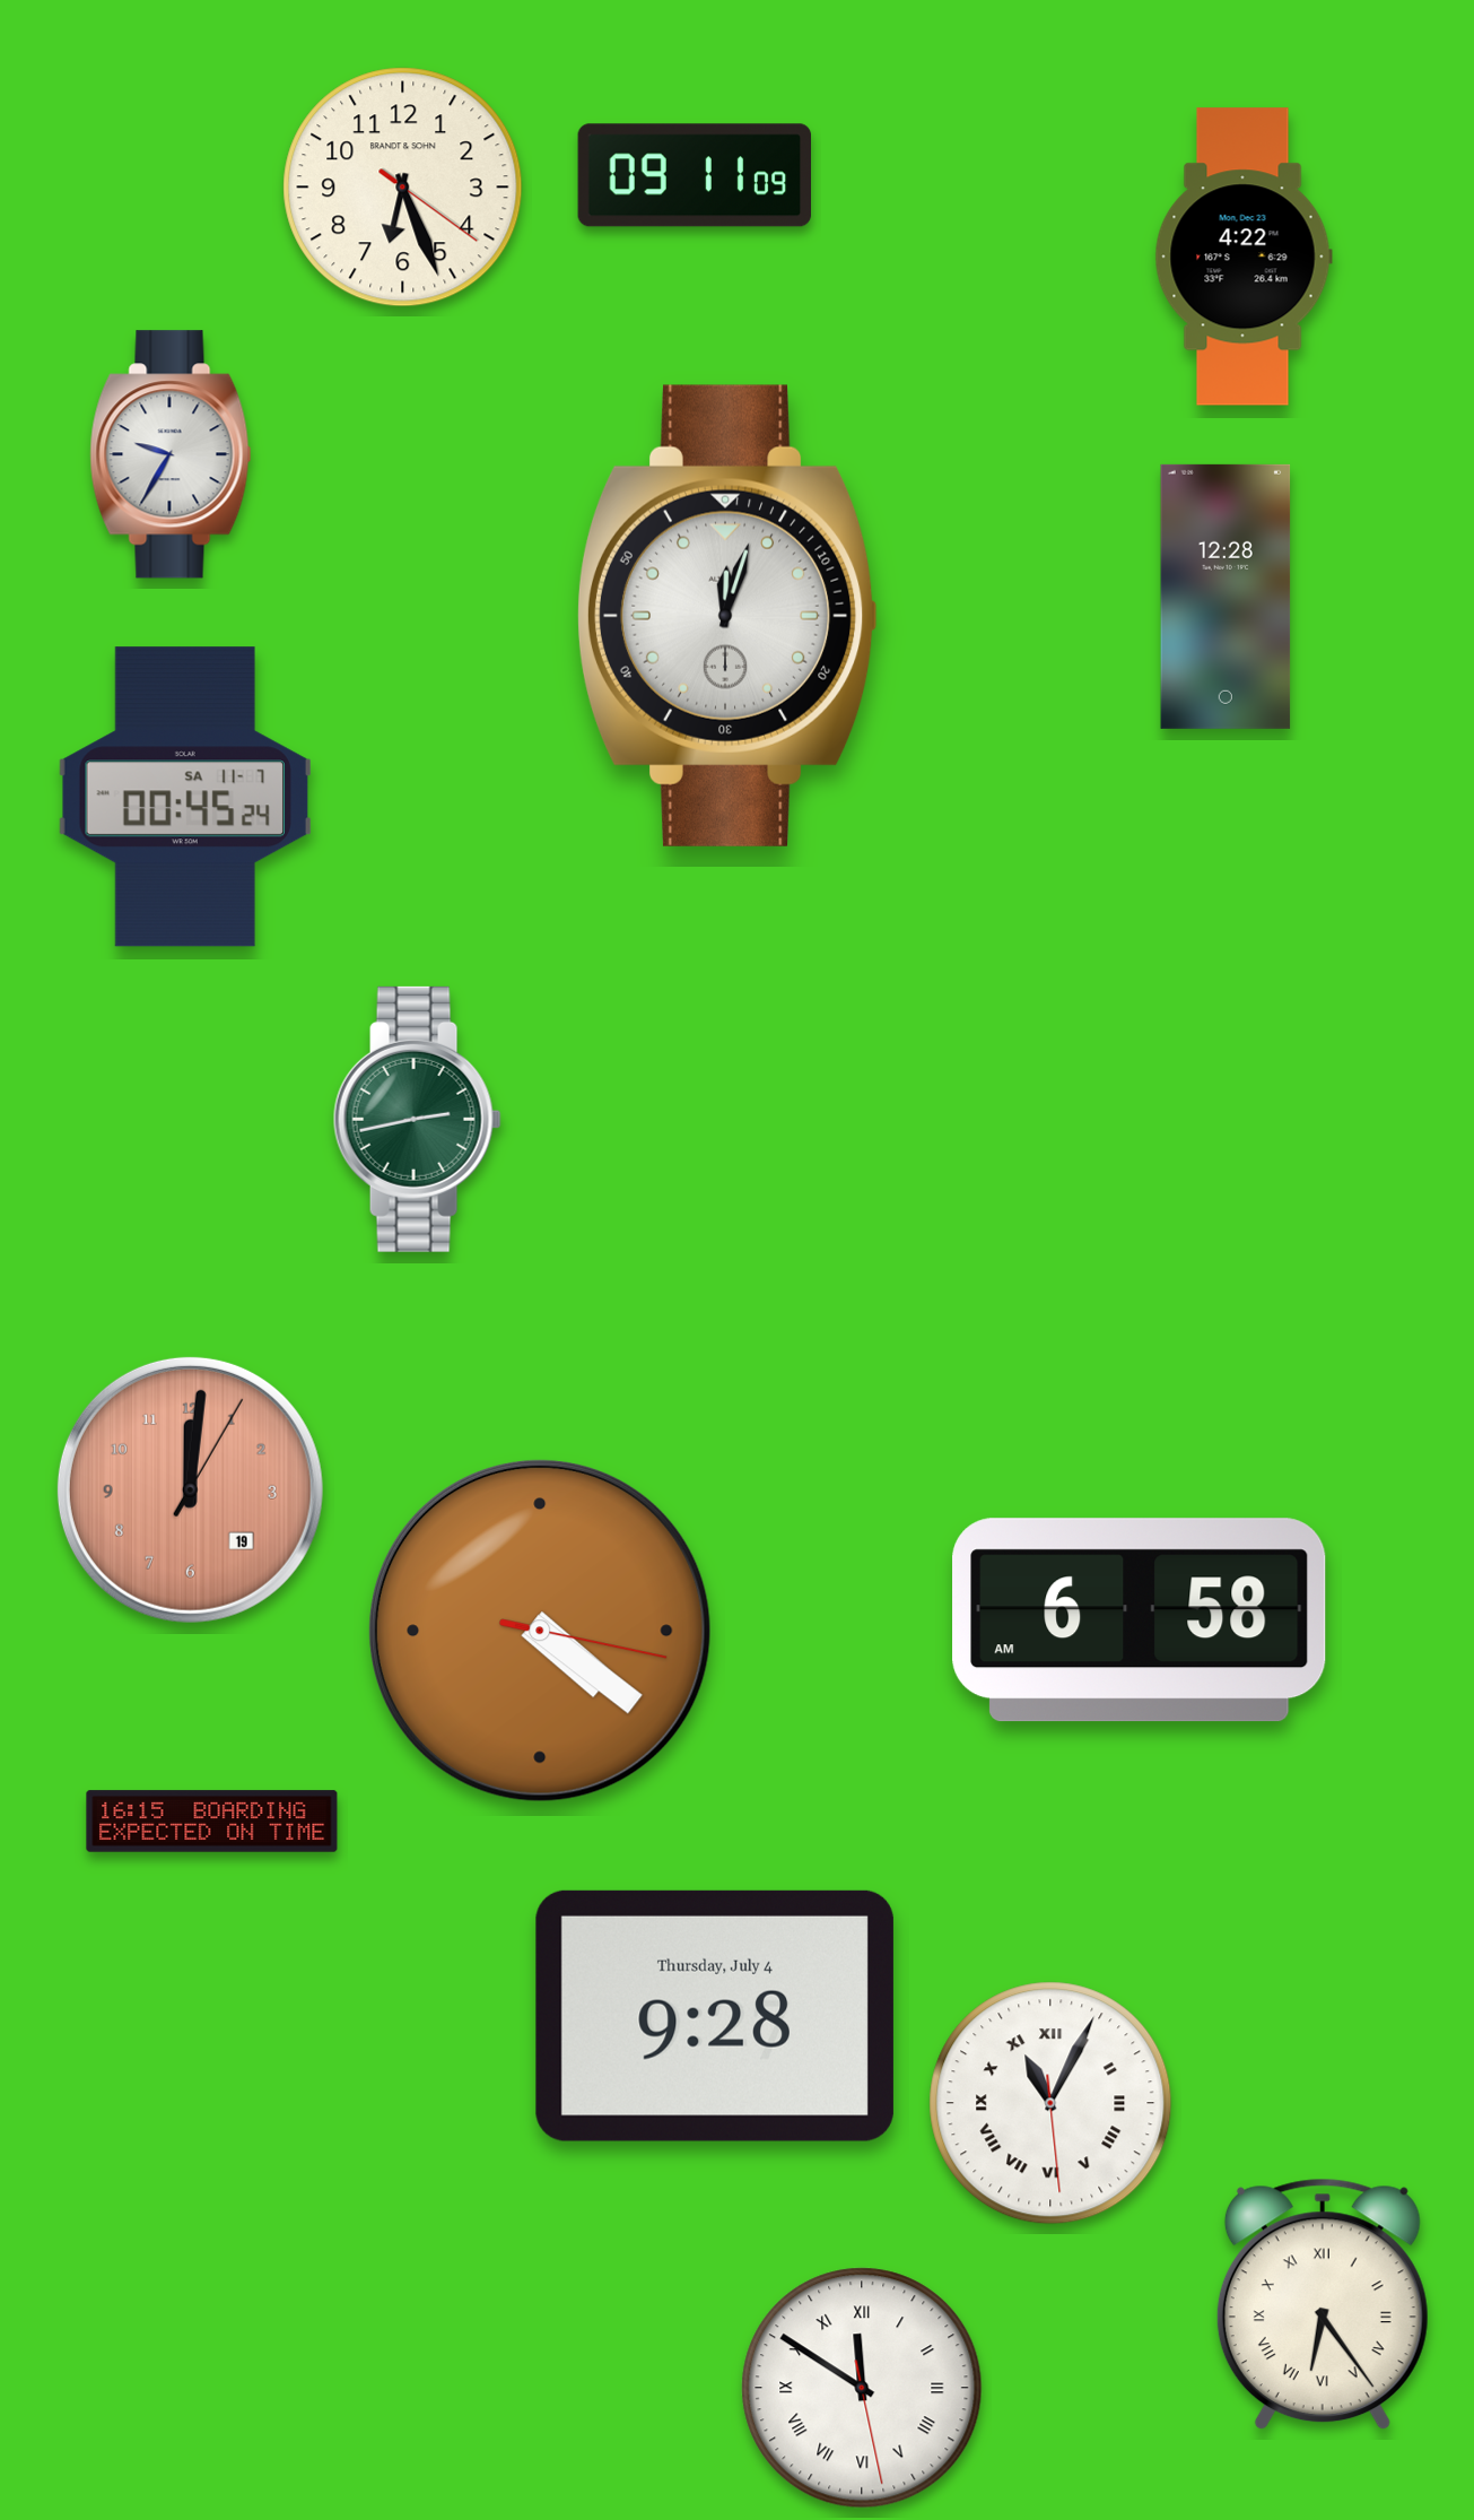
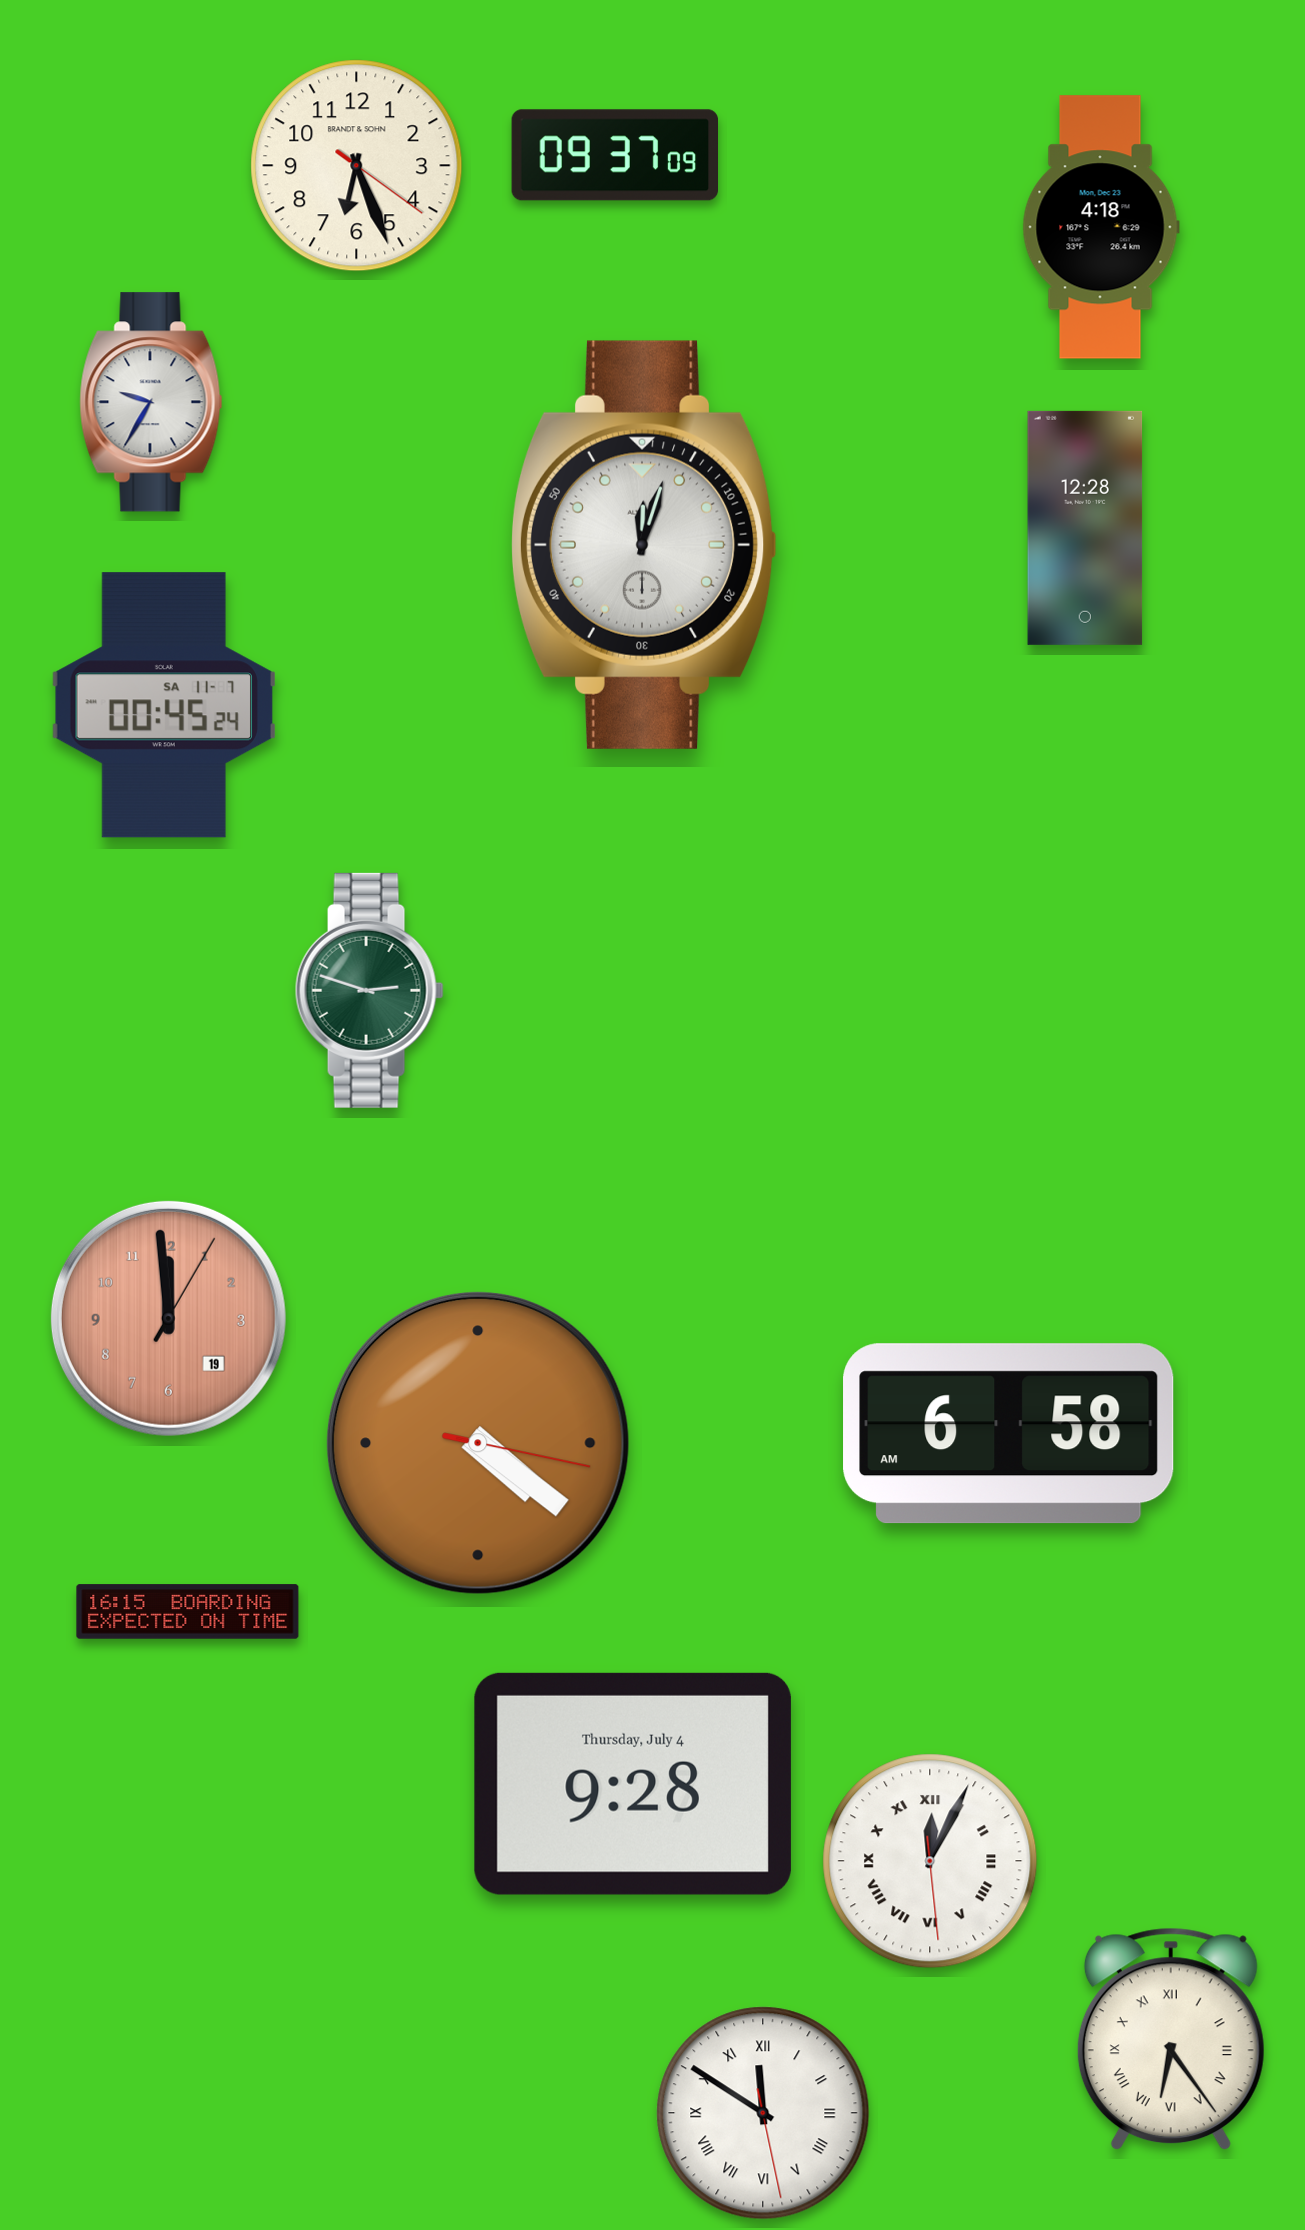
clock at (695, 175): 09:11 -> 09:37
clock at (1244, 257): 4:22 -> 4:18
clock at (417, 1119): 2:43 -> 2:48
clock at (190, 1489): 12:01 -> 11:59
clock at (1050, 2103): 11:04 -> 12:04
